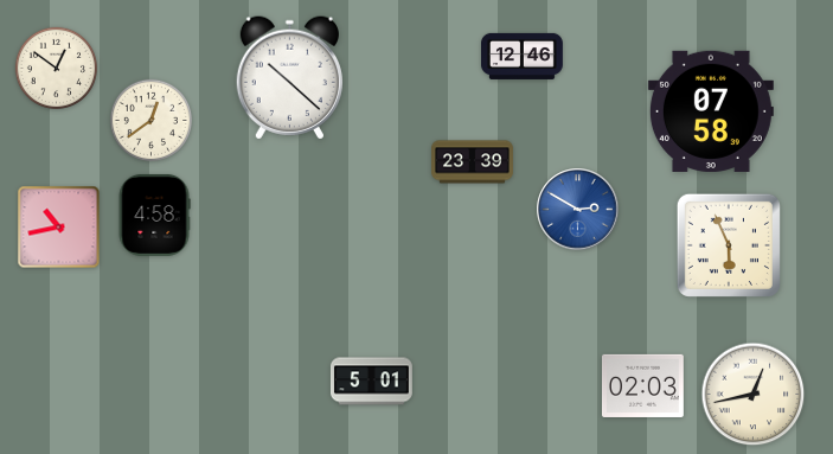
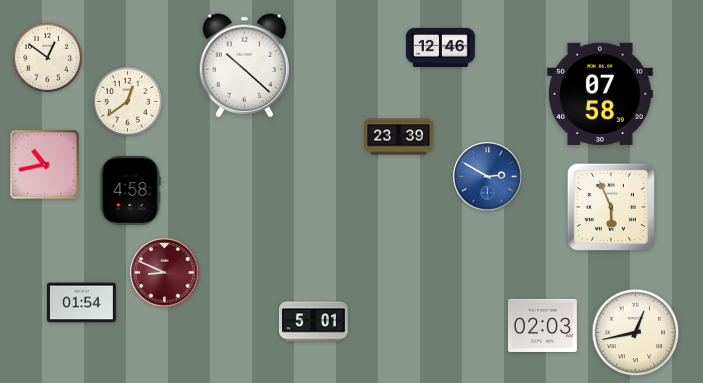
clock at (154, 215) position: (154, 215) -> (130, 190)
clock at (59, 228) position: (59, 228) -> (45, 165)
clock at (729, 245) position: (729, 245) -> (611, 207)
clock at (165, 273): none -> 8:49
clock at (81, 303): none -> 01:54
